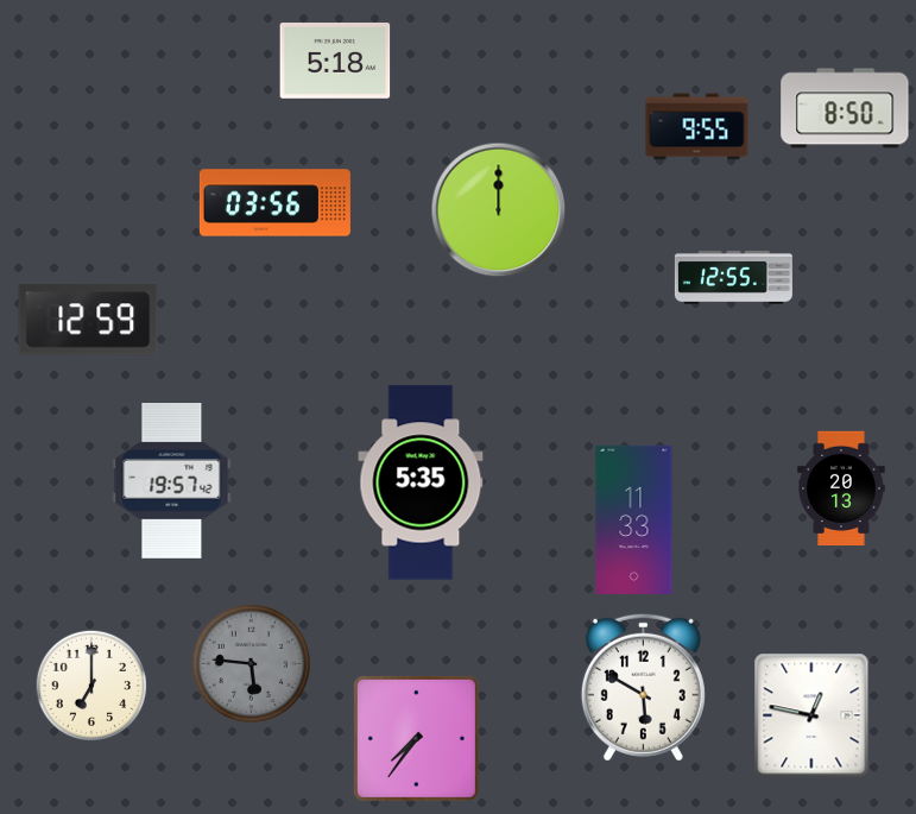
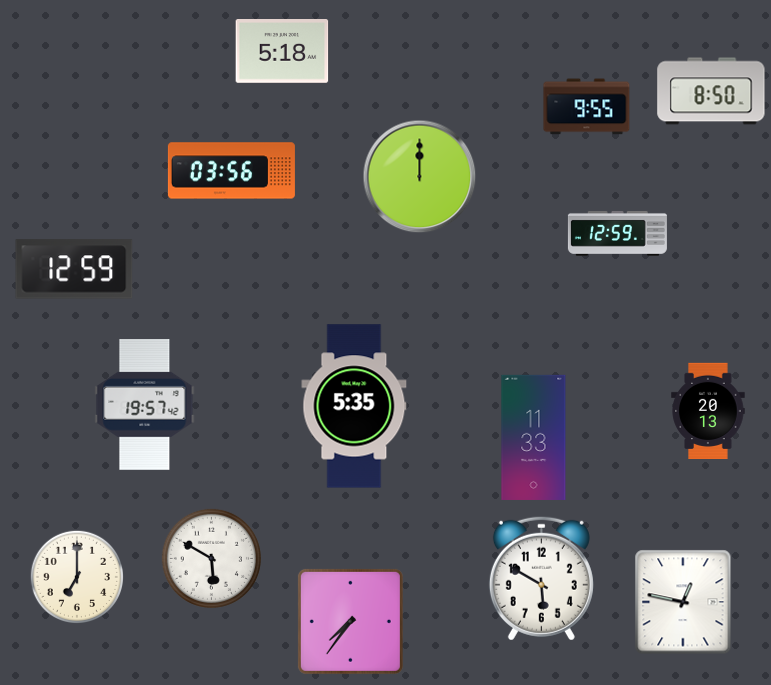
clock at (733, 277): 12:55 -> 12:59
clock at (251, 663): 5:46 -> 5:50
clock at (251, 663) dial: grey -> white
